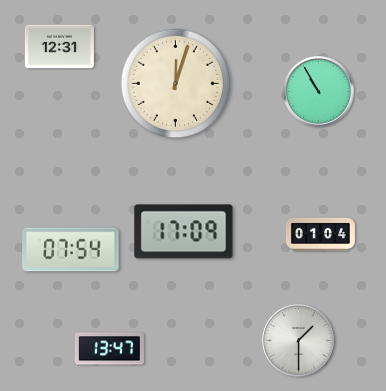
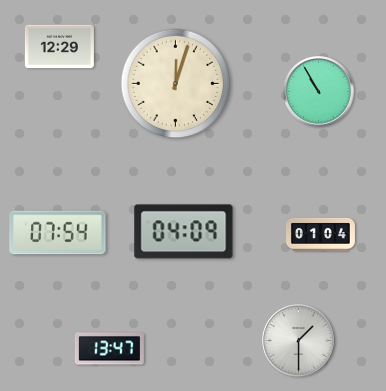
clock at (59, 47): 12:31 -> 12:29
clock at (184, 232): 17:09 -> 04:09
clock at (71, 250) position: (71, 250) -> (58, 233)
